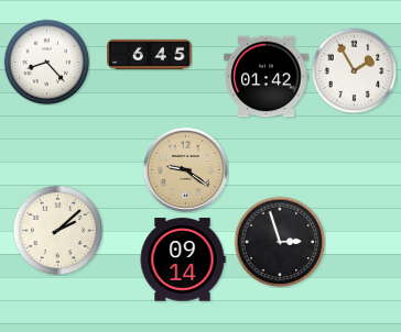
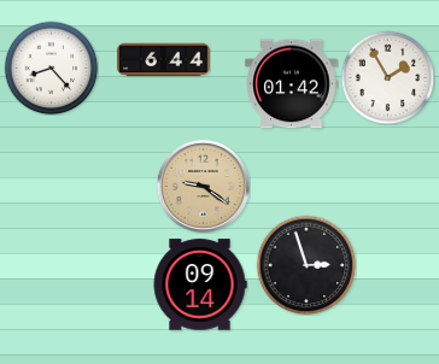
clock at (150, 55): 6:45 -> 6:44
clock at (57, 230): 2:08 -> none
